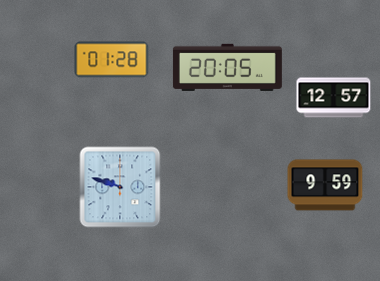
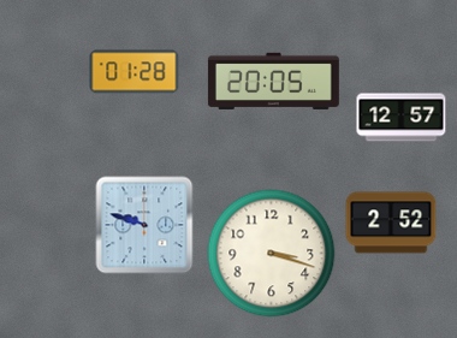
clock at (325, 185): 9:59 -> 2:52
clock at (272, 254): none -> 3:18
